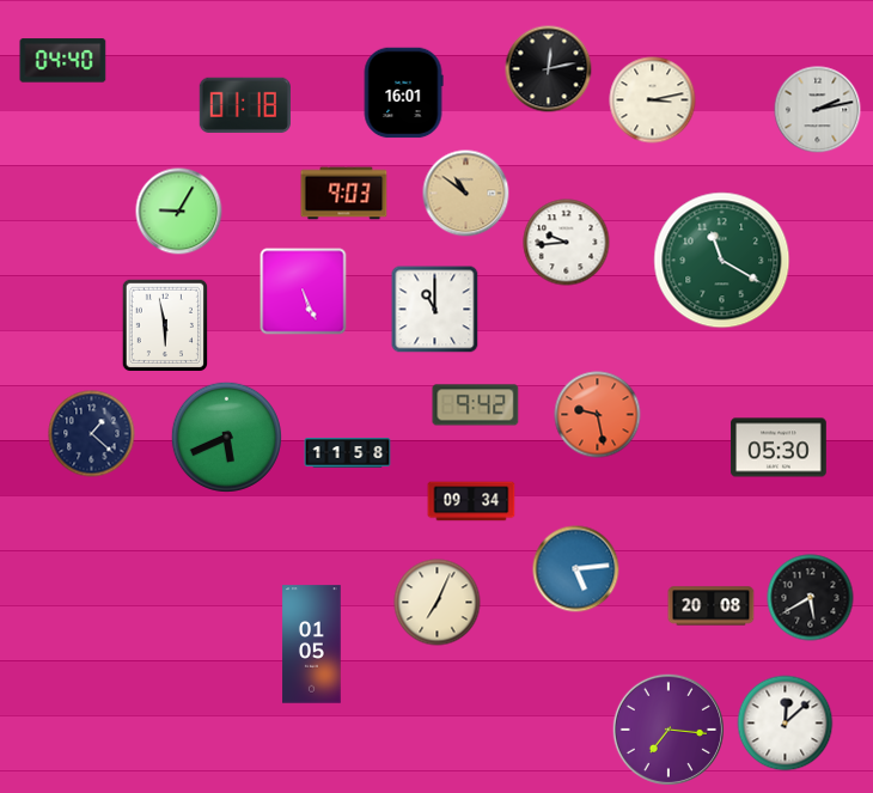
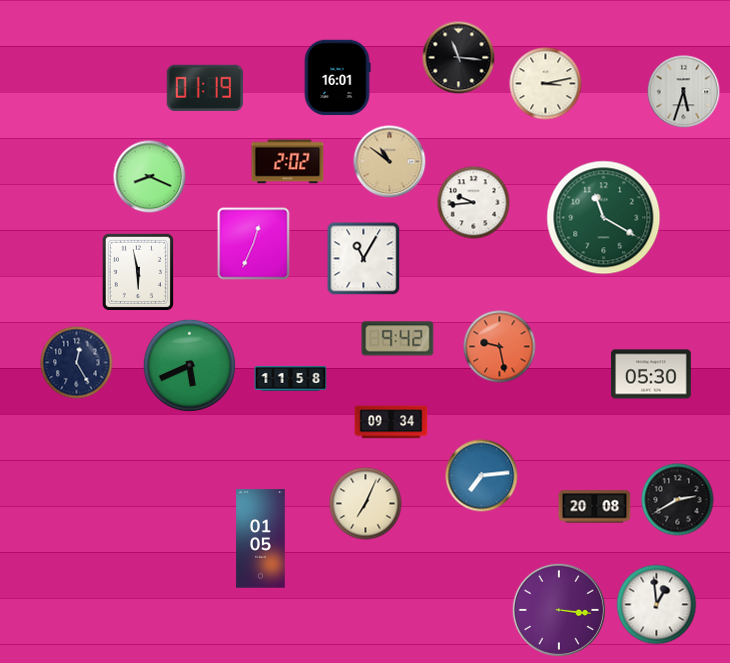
clock at (63, 61): 04:40 -> none
clock at (549, 69): 12:13 -> 11:16
clock at (245, 105): 01:18 -> 01:19
clock at (818, 110): 2:13 -> 5:33
clock at (344, 194): 9:03 -> 2:02
clock at (179, 212): 9:05 -> 8:19
clock at (304, 292): 5:26 -> 12:34
clock at (435, 310): 11:00 -> 11:05
clock at (92, 434): 1:22 -> 12:25
clock at (471, 501) position: (471, 501) -> (391, 422)
clock at (576, 569): 5:14 -> 7:14
clock at (811, 598): 5:40 -> 2:40
clock at (786, 724): 12:08 -> 12:59
clock at (669, 730): 7:16 -> 3:16
